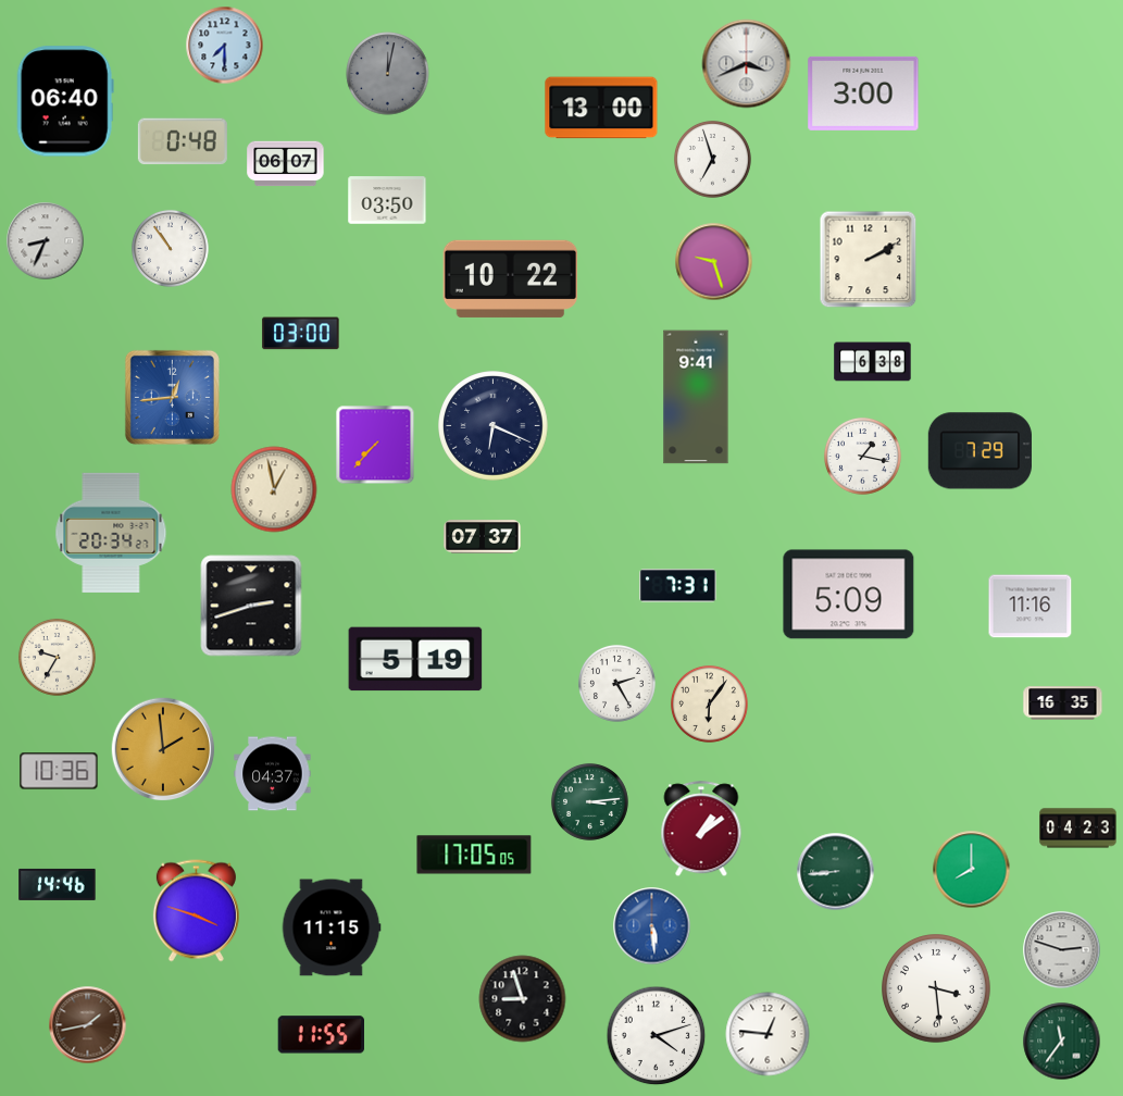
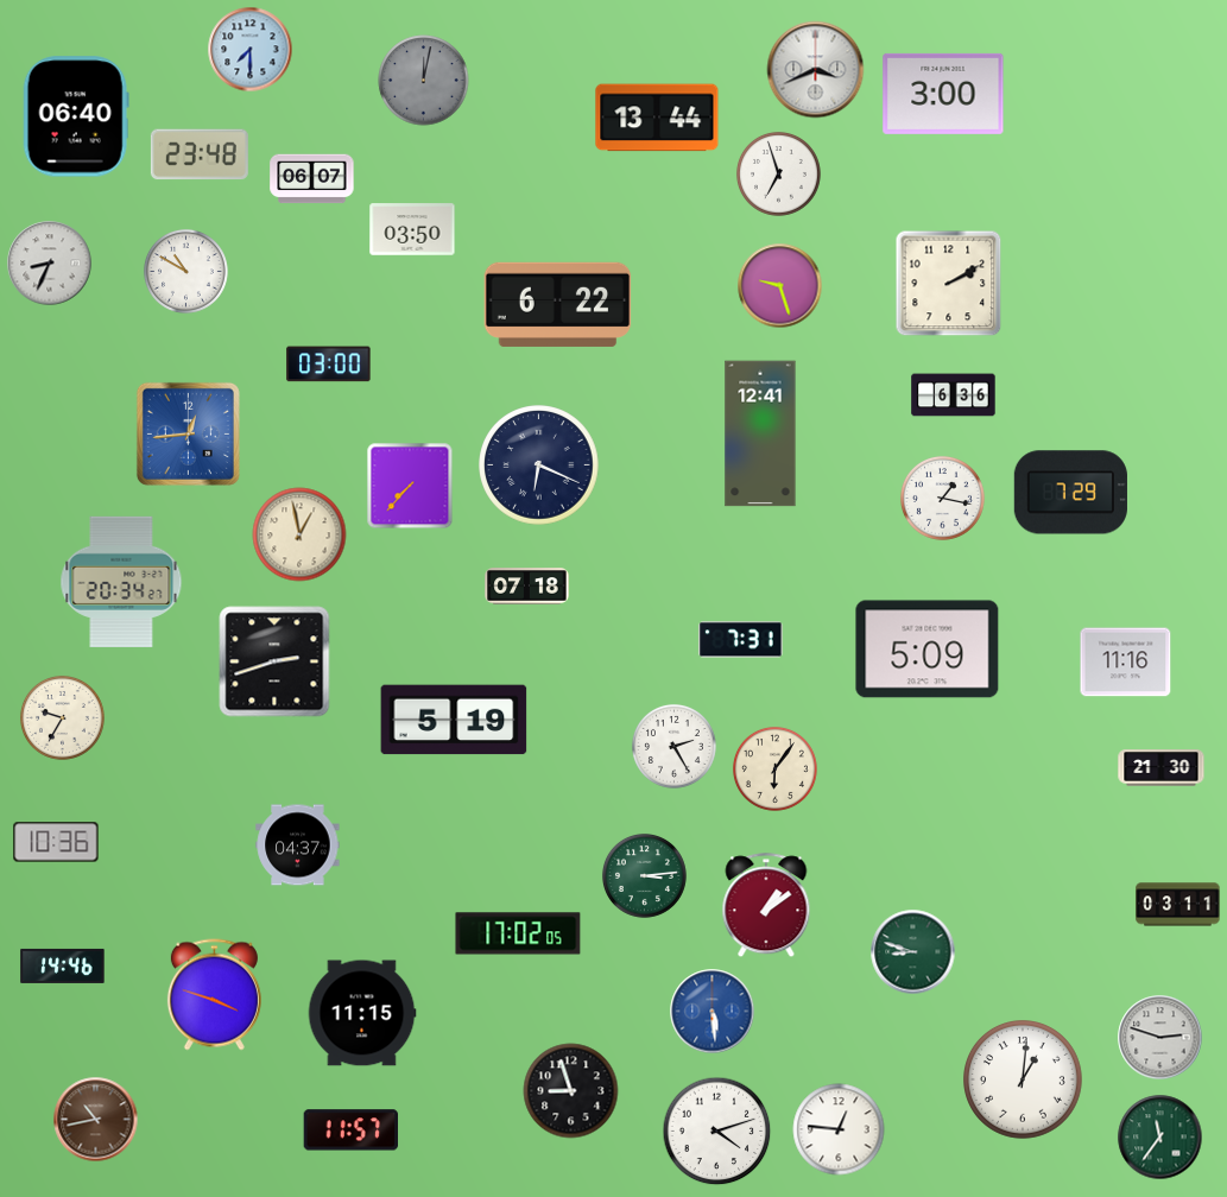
clock at (225, 46) position: (225, 46) -> (251, 50)
clock at (863, 94) position: (863, 94) -> (943, 94)
clock at (65, 101) position: (65, 101) -> (76, 116)
clock at (601, 108): 13:00 -> 13:44
clock at (183, 141): 0:48 -> 23:48
clock at (387, 200) position: (387, 200) -> (412, 229)
clock at (170, 248): 10:54 -> 10:50
clock at (511, 278): 10:22 -> 6:22
clock at (873, 362): 6:38 -> 6:36
clock at (696, 397): 9:41 -> 12:41
clock at (483, 537): 07:37 -> 07:18
clock at (1063, 703): 16:35 -> 21:30
clock at (163, 749): 1:59 -> none
clock at (59, 771) position: (59, 771) -> (56, 842)
clock at (1078, 829): 04:23 -> 03:11
clock at (474, 855): 17:05 -> 17:02
clock at (972, 870): 8:00 -> none
clock at (836, 872): 8:44 -> 8:48
clock at (937, 989): 3:29 -> 1:01
clock at (88, 1025): 1:43 -> 10:43
clock at (321, 1035): 11:55 -> 11:57
